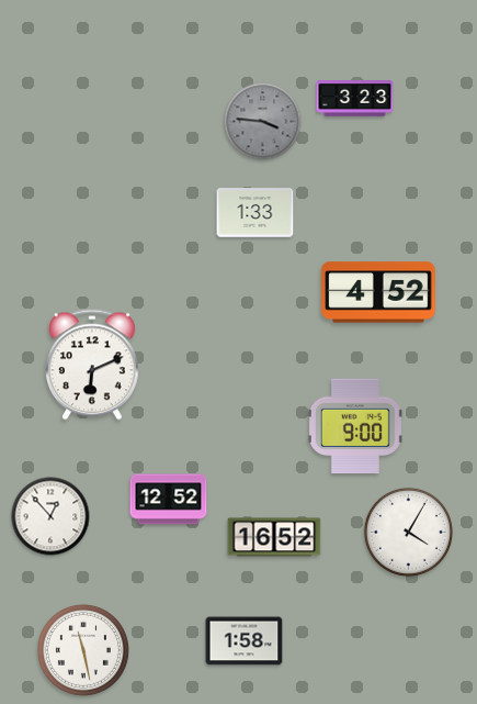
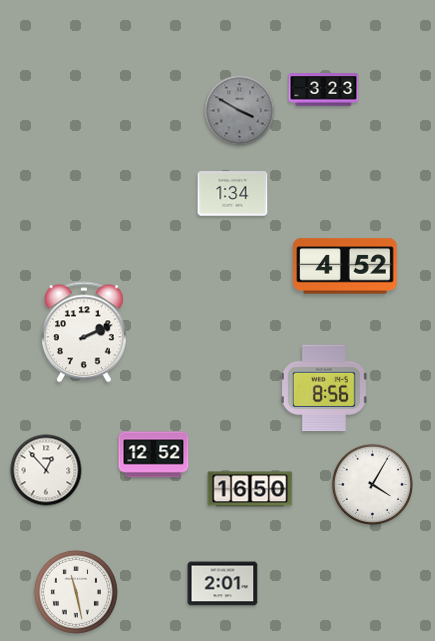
clock at (263, 122): 3:46 -> 3:50
clock at (255, 213): 1:33 -> 1:34
clock at (93, 365): 6:11 -> 2:11
clock at (355, 425): 9:00 -> 8:56
clock at (274, 537): 16:52 -> 16:50
clock at (245, 641): 1:58 -> 2:01
